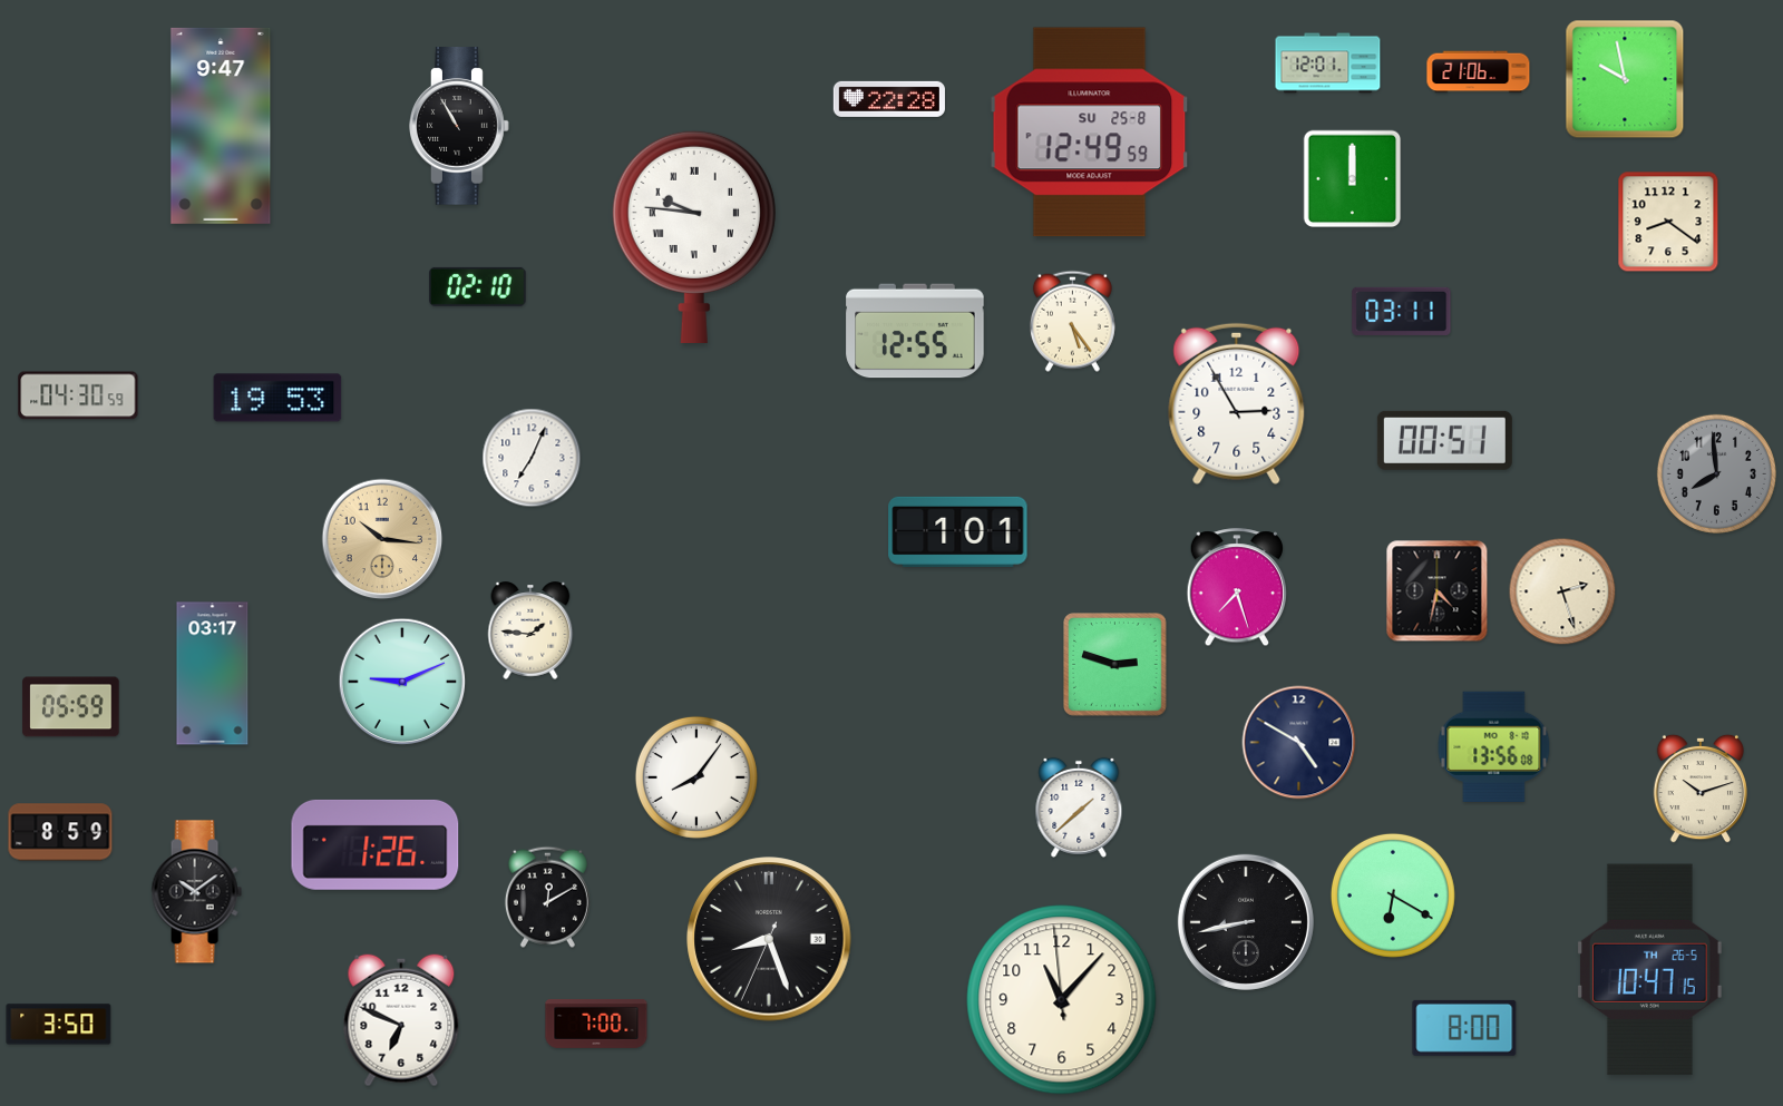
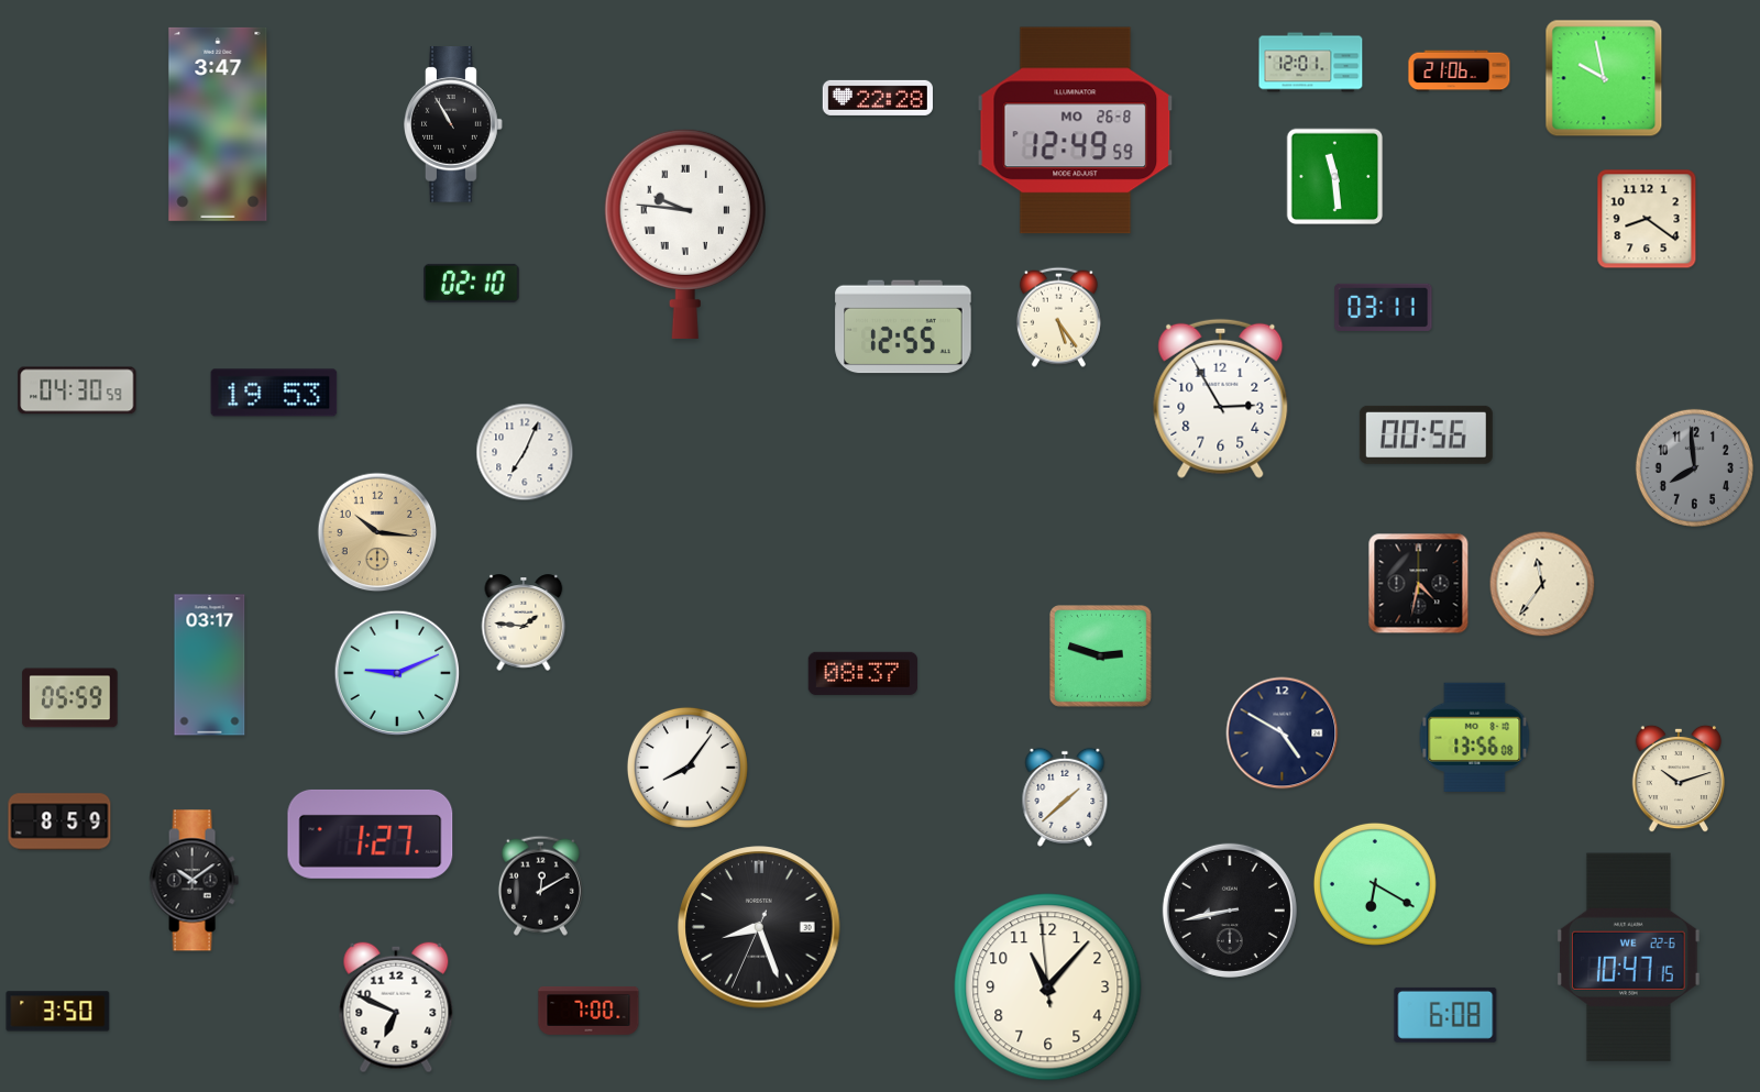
clock at (221, 126): 9:47 -> 3:47
clock at (1090, 133) date: SU 25-8 -> MO 26-8
clock at (1353, 179): 12:00 -> 11:29
clock at (1444, 440): 00:51 -> 00:56
clock at (958, 531): 1:01 -> none
clock at (1237, 588): 7:27 -> none
clock at (1562, 591): 2:27 -> 11:36
clock at (862, 673): none -> 08:37
clock at (376, 844): 1:26 -> 1:27
clock at (1649, 970) date: TH 26-5 -> WE 22-6
clock at (1464, 1028): 8:00 -> 6:08
